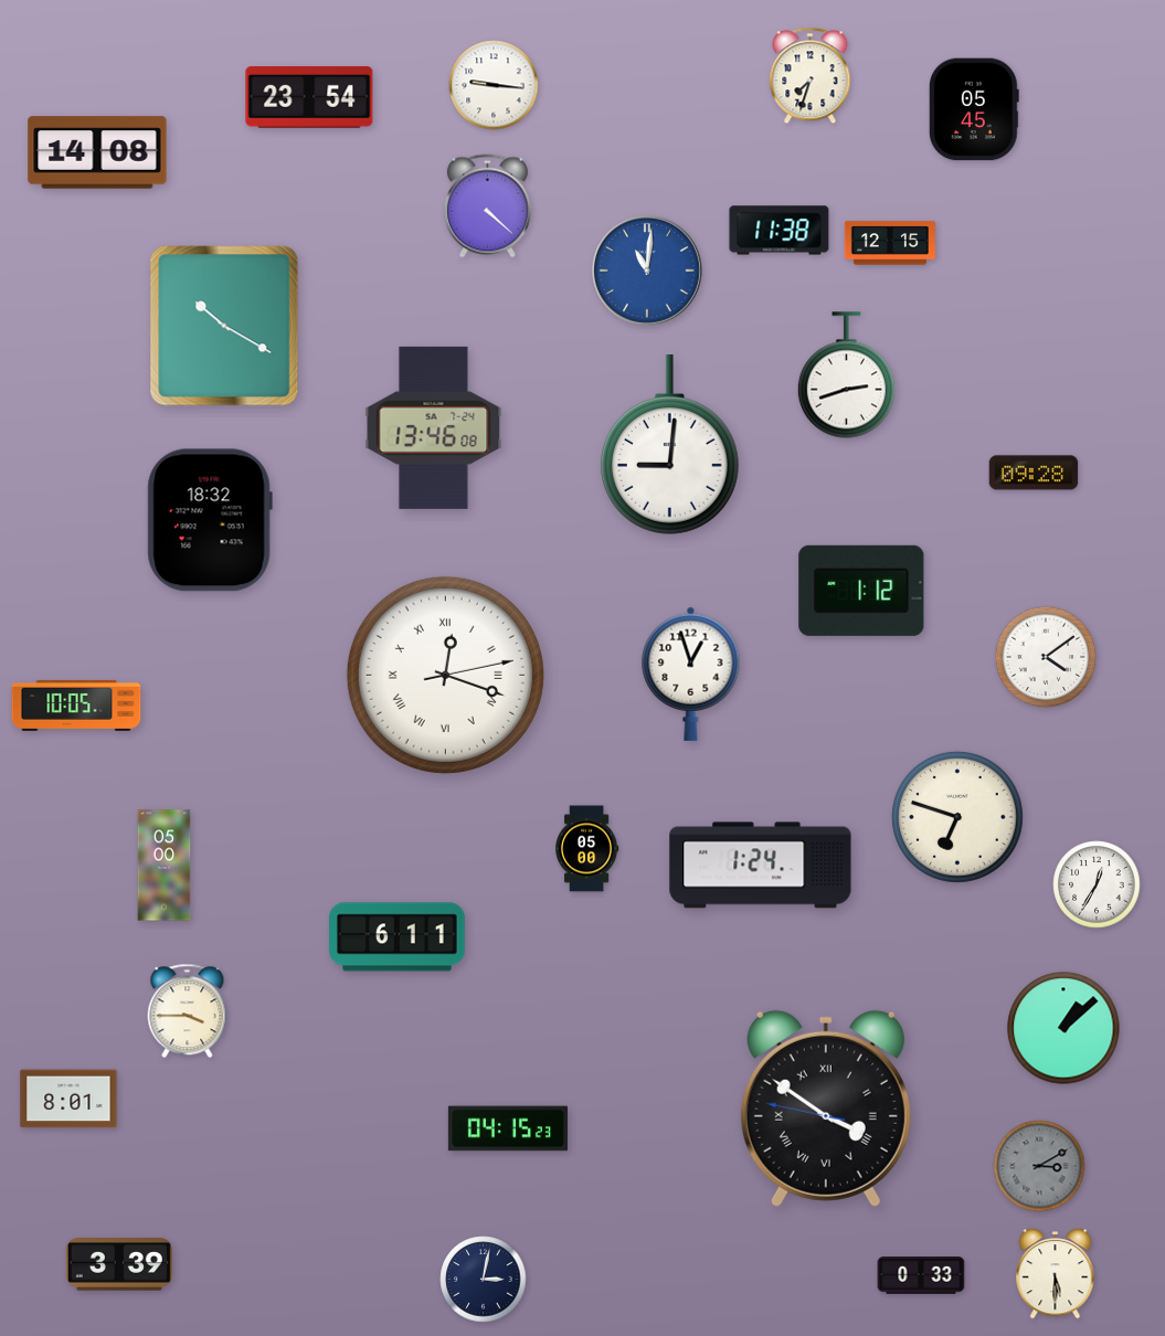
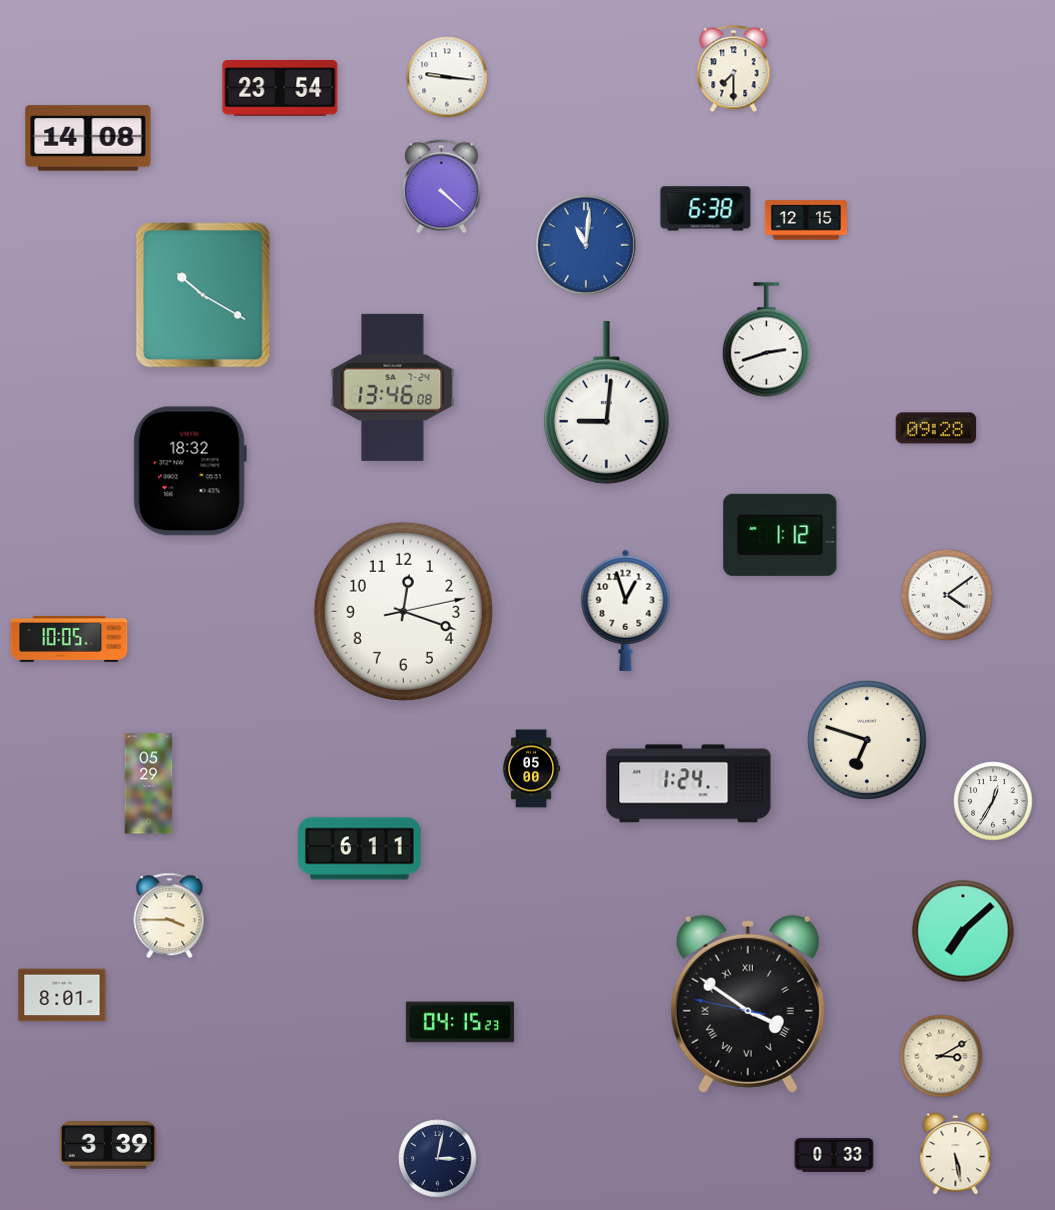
clock at (811, 76): 7:33 -> 7:30
clock at (975, 109): 05:45 -> none
clock at (780, 231): 11:38 -> 6:38
clock at (445, 675) numerals: Roman -> Arabic
clock at (165, 866): 05:00 -> 05:29
clock at (1063, 1028): 1:08 -> 7:08
clock at (1039, 1166) dial: grey -> cream
clock at (1056, 1274): 5:30 -> 5:28
